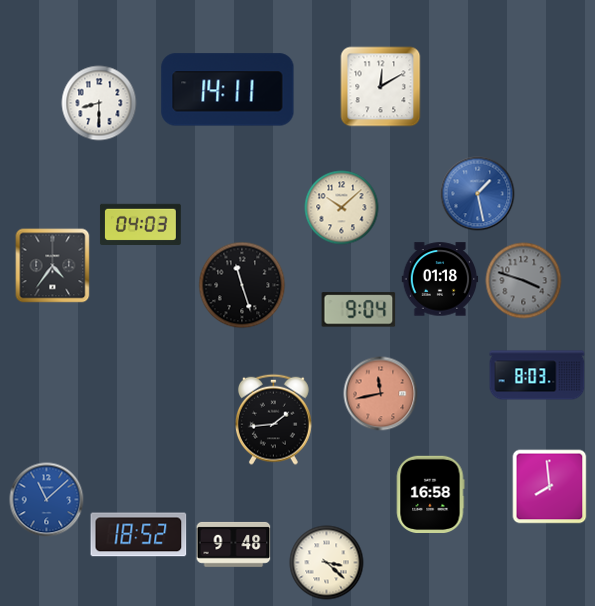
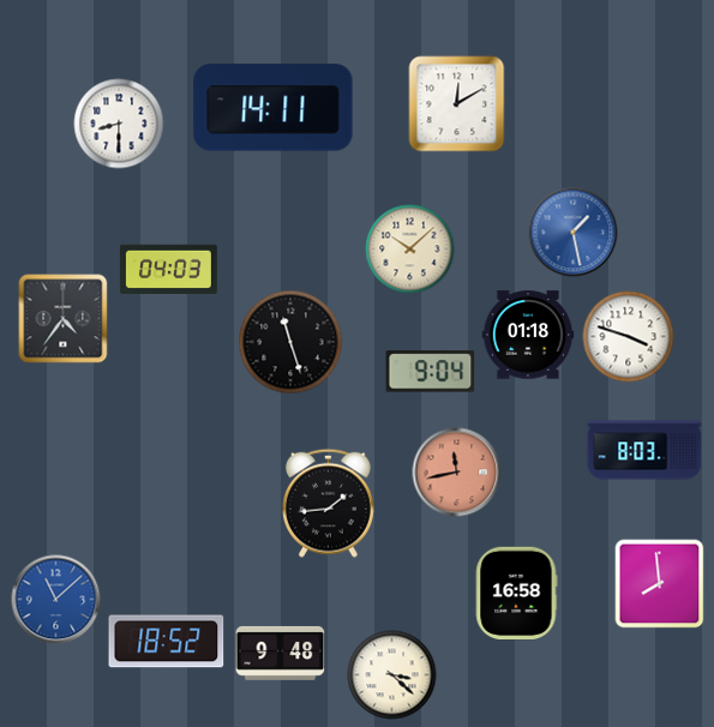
clock at (524, 281) dial: grey -> white
